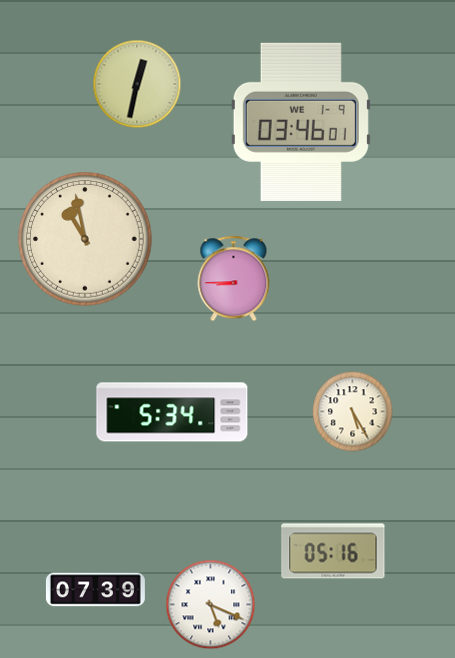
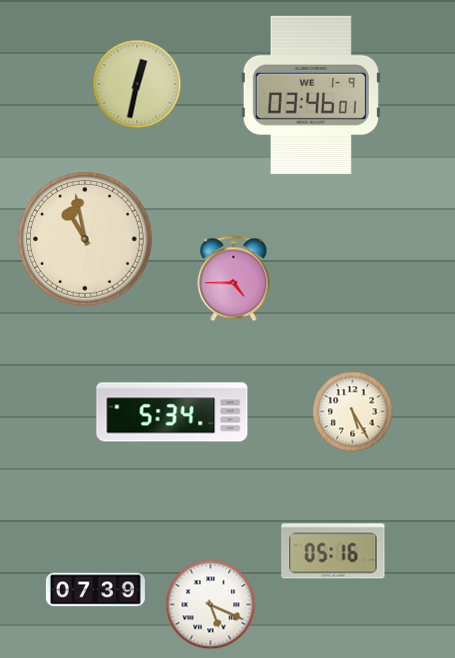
clock at (301, 122) position: (301, 122) -> (311, 95)
clock at (234, 279): 8:45 -> 4:45
